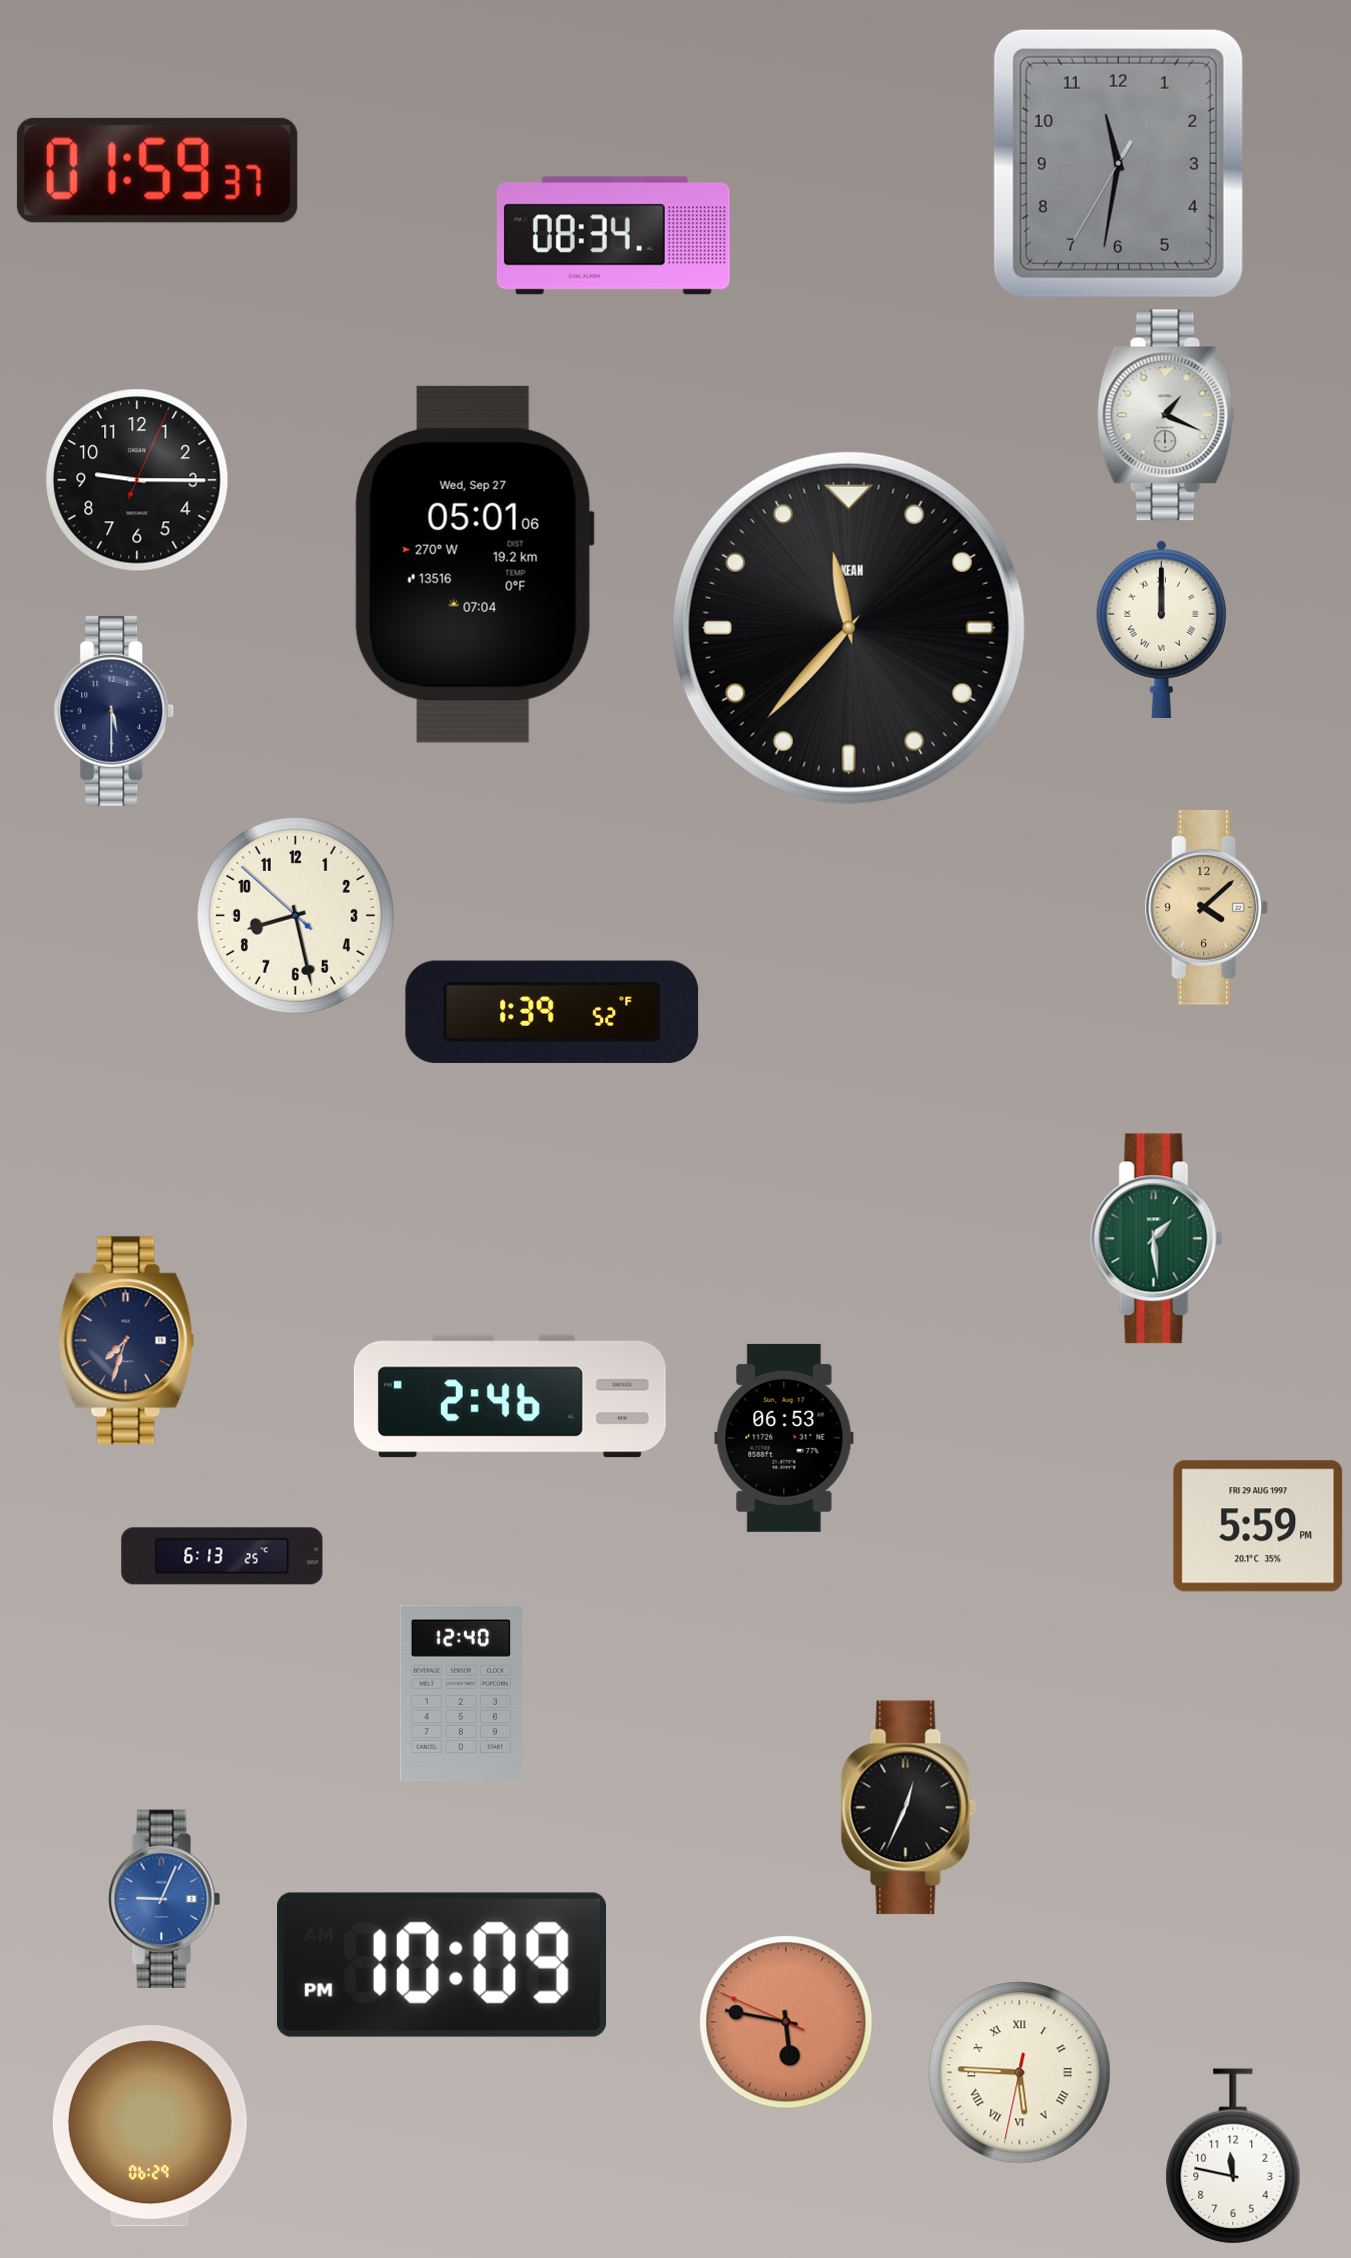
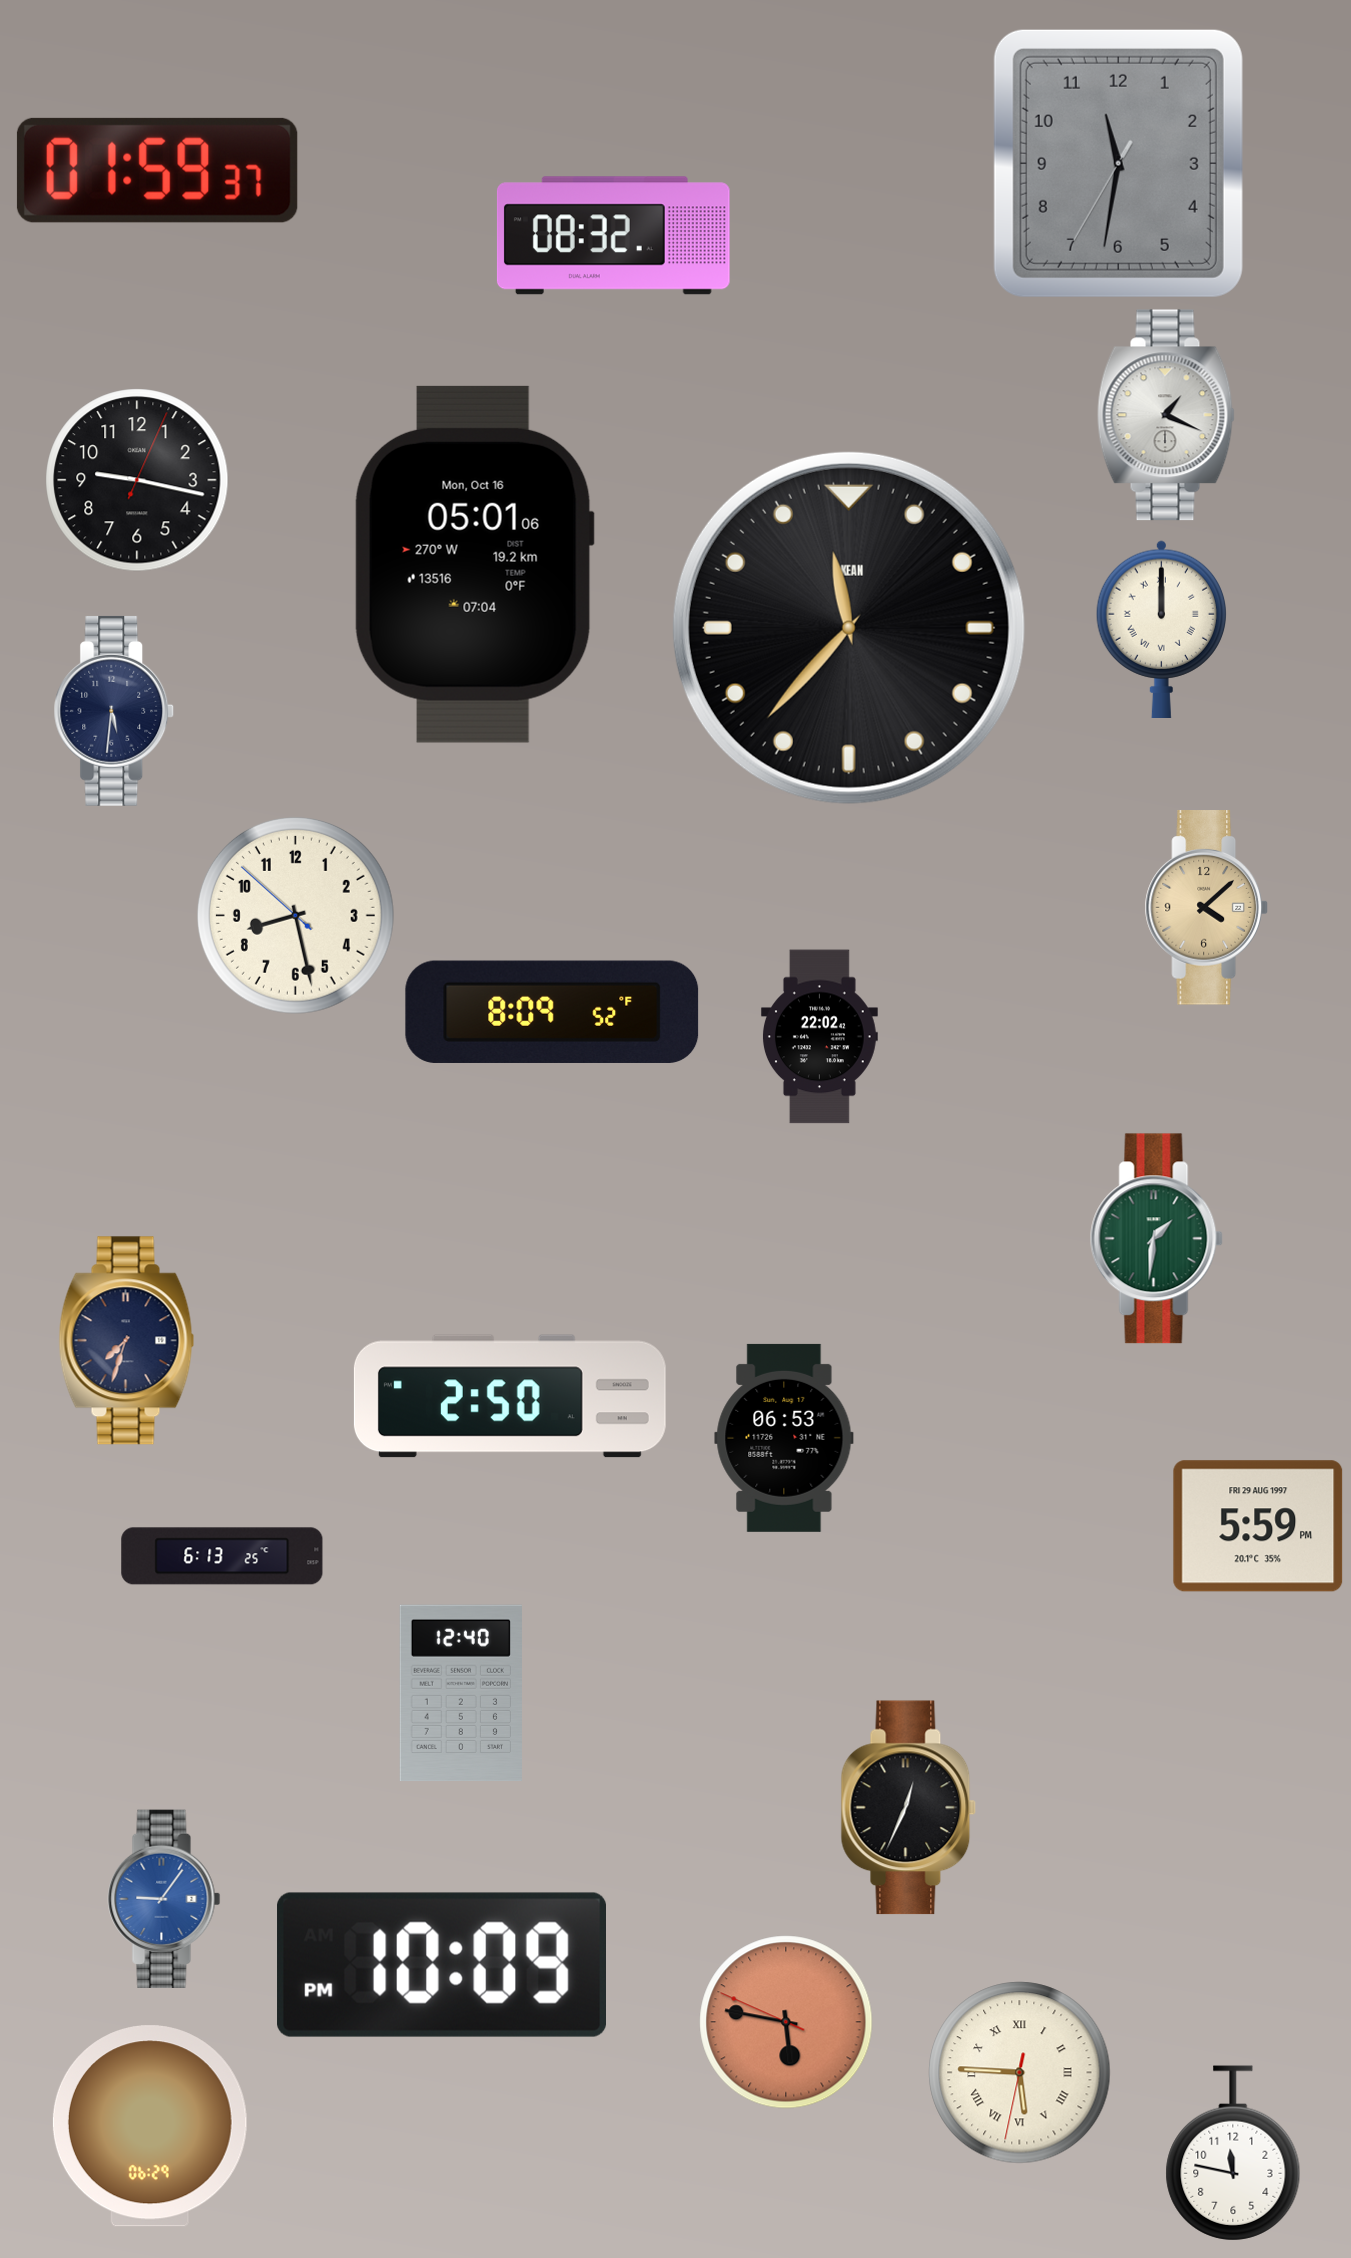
clock at (613, 236): 08:34 -> 08:32
clock at (137, 480): 9:15 -> 9:17
clock at (474, 564) date: Wed, Sep 27 -> Mon, Oct 16
clock at (114, 711): 5:30 -> 5:31
clock at (552, 1012): 1:39 -> 8:09
clock at (819, 1037): none -> 22:02
clock at (1156, 1239): 1:29 -> 1:31
clock at (510, 1396): 2:46 -> 2:50
clock at (164, 1898): 9:04 -> 9:06
clock at (1233, 2156) position: (1233, 2156) -> (1233, 2153)
